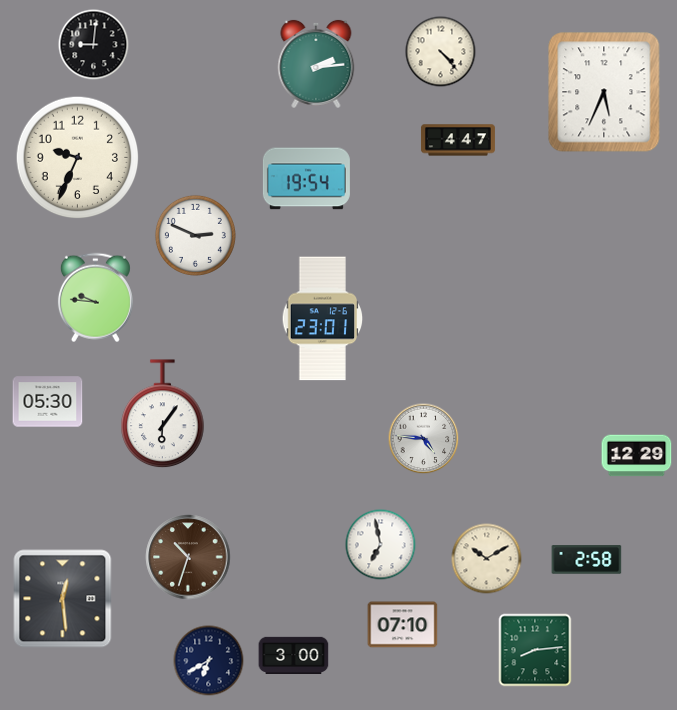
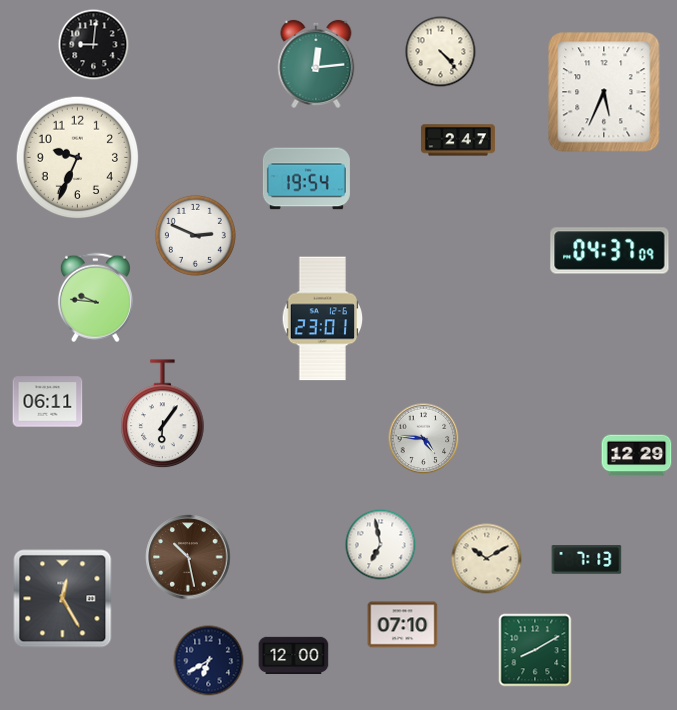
clock at (316, 64): 2:14 -> 12:14
clock at (458, 140): 4:47 -> 2:47
clock at (610, 251): none -> 04:37
clock at (48, 402): 05:30 -> 06:11
clock at (188, 557): 10:33 -> 10:28
clock at (587, 560): 2:58 -> 7:13
clock at (63, 599): 12:29 -> 12:25
clock at (535, 650): 8:14 -> 8:10
clock at (294, 655): 3:00 -> 12:00
